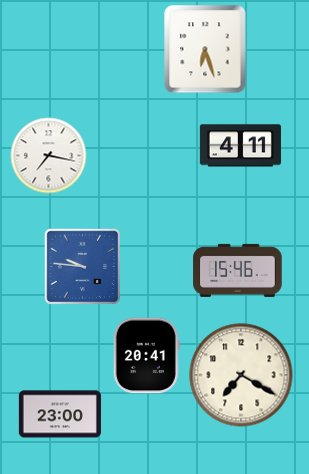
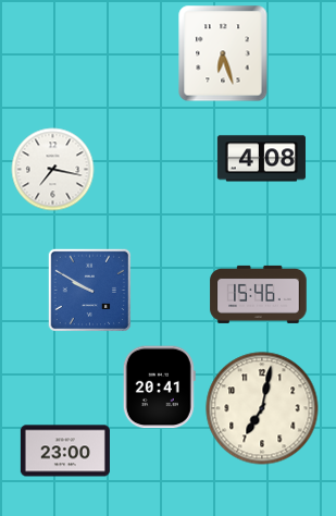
clock at (240, 146): 4:11 -> 4:08
clock at (82, 266): 9:46 -> 9:50
clock at (241, 375): 7:20 -> 7:02
